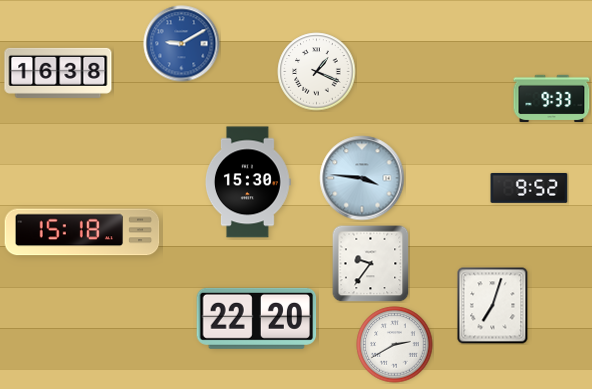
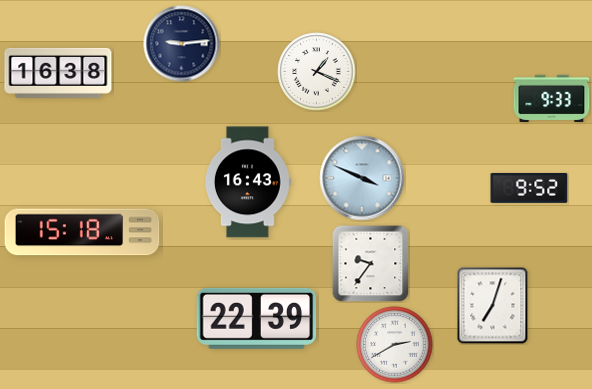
clock at (182, 44): 9:10 -> 9:14
clock at (182, 44) dial: blue -> navy
clock at (362, 178): 3:46 -> 3:49
clock at (248, 182): 15:30 -> 16:43
clock at (257, 318): 22:20 -> 22:39
